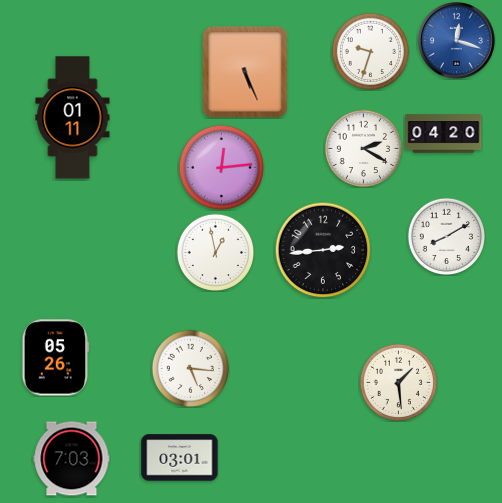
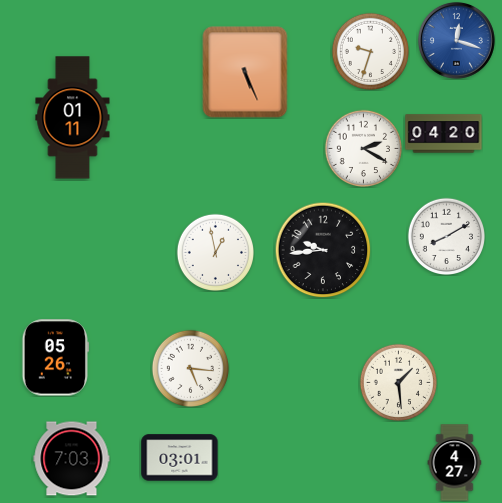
clock at (221, 167): 12:14 -> none
clock at (323, 250): 2:44 -> 9:44
clock at (455, 463): none -> 4:27
